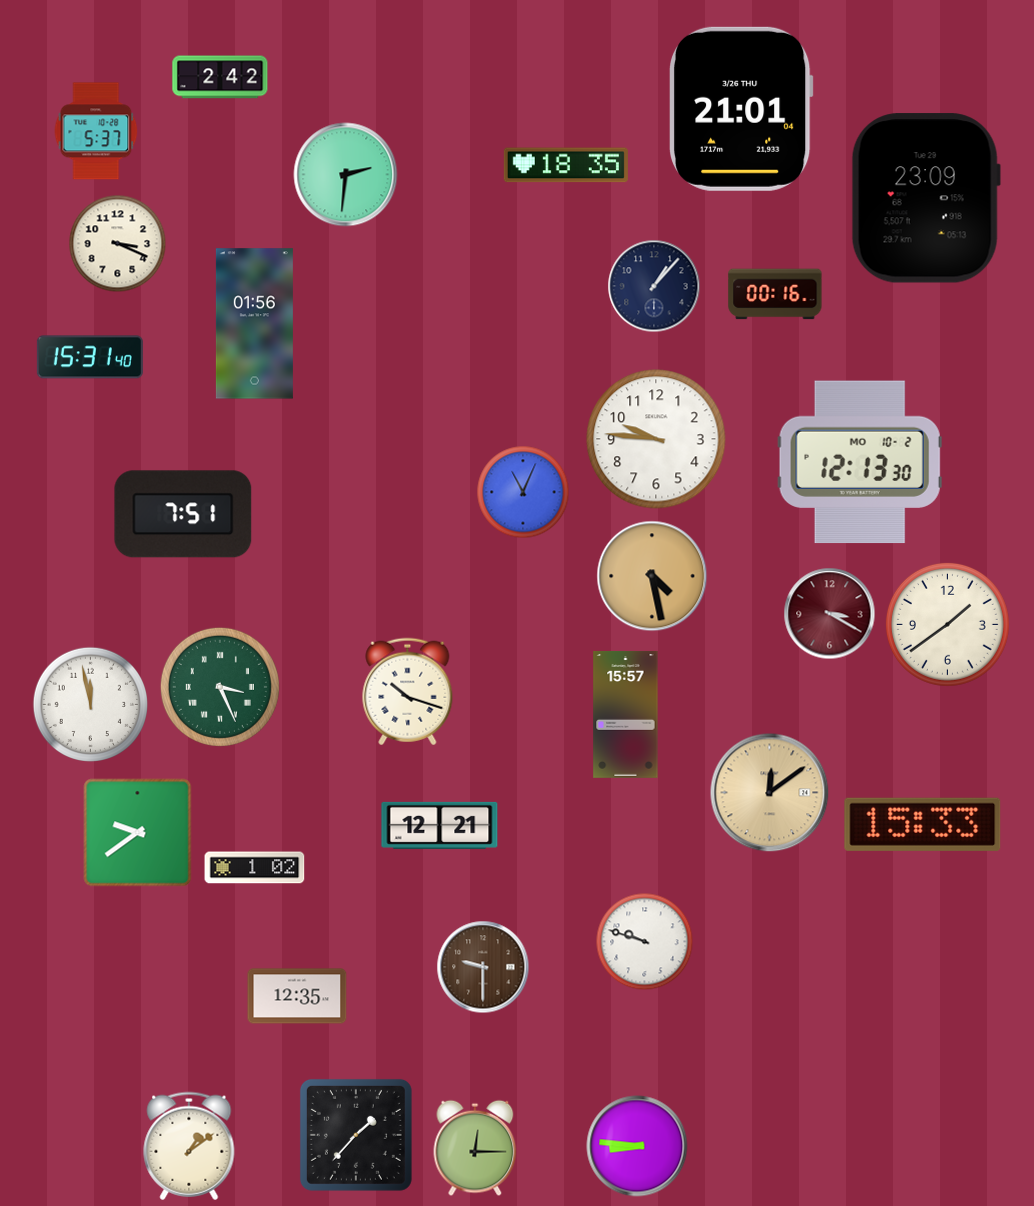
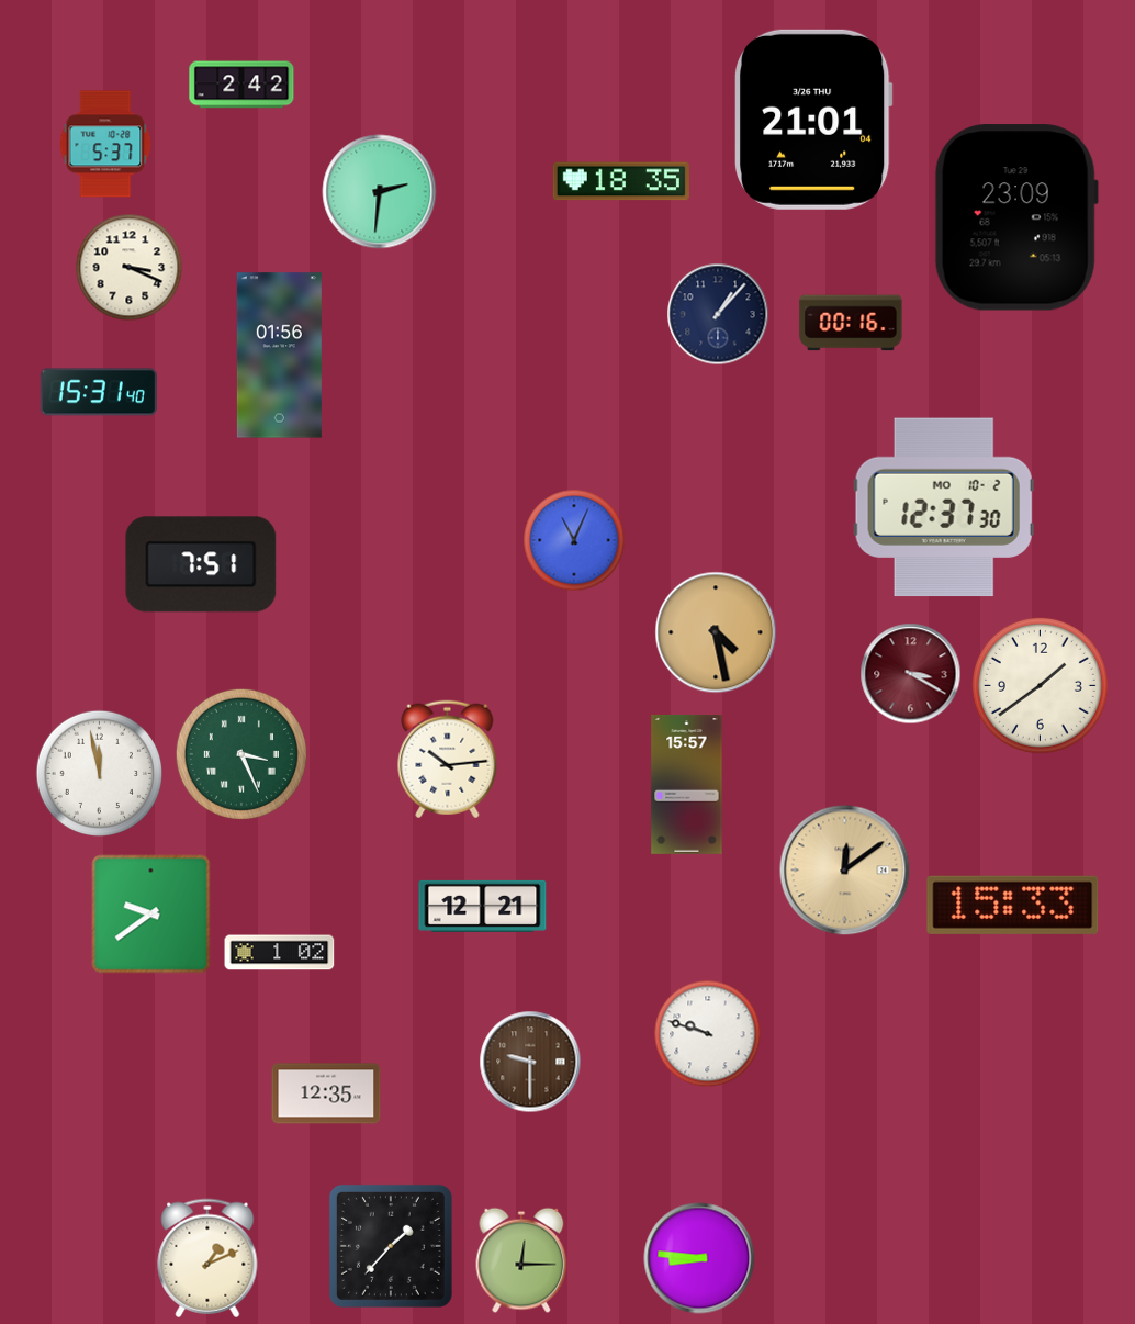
clock at (656, 439): 9:46 -> none
clock at (860, 462): 12:13 -> 12:37
clock at (408, 692): 10:18 -> 10:14
clock at (189, 1146): 1:09 -> 1:11
